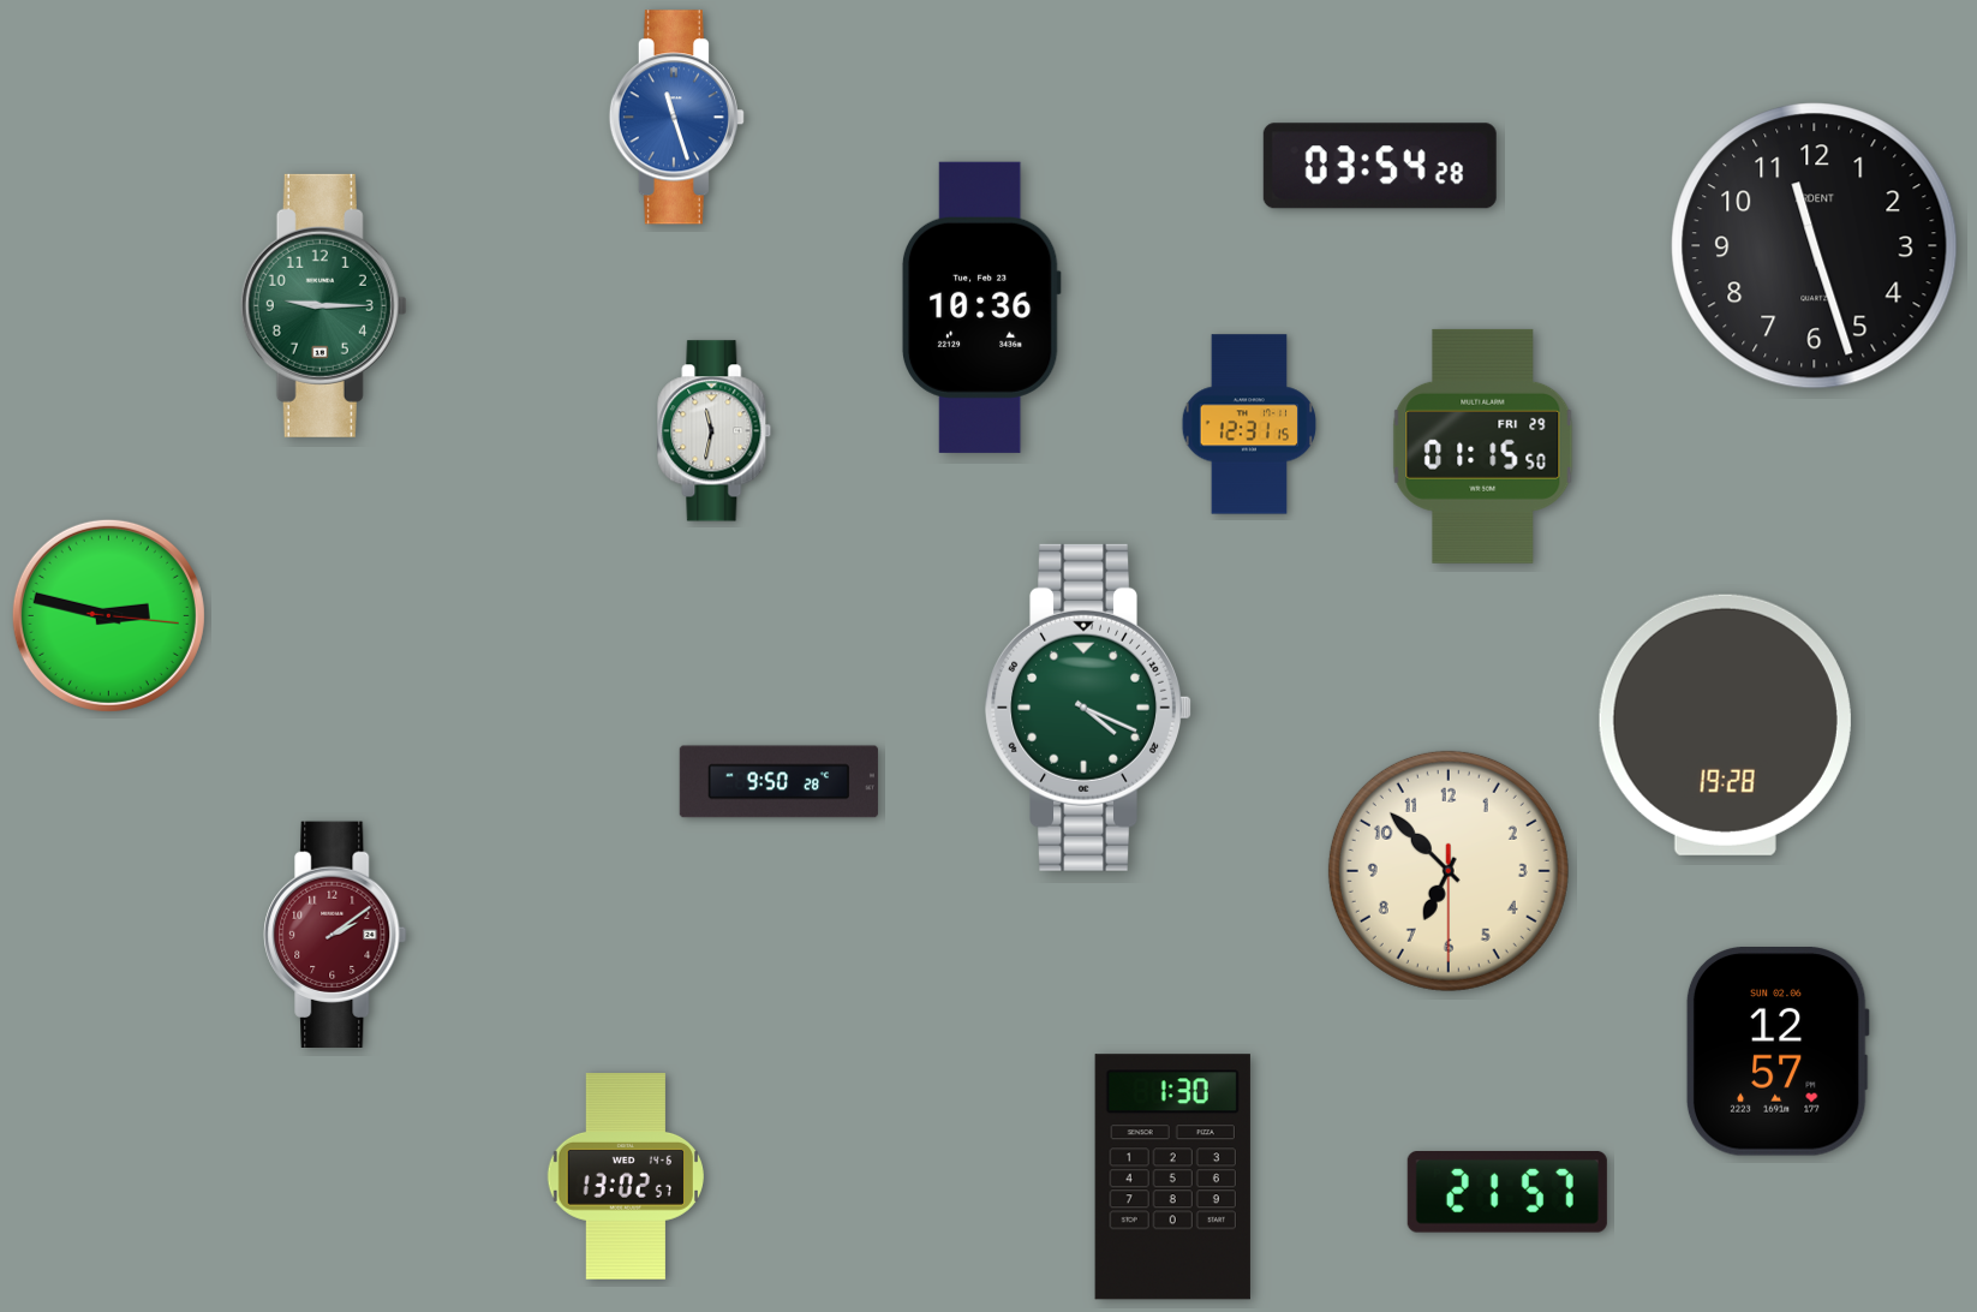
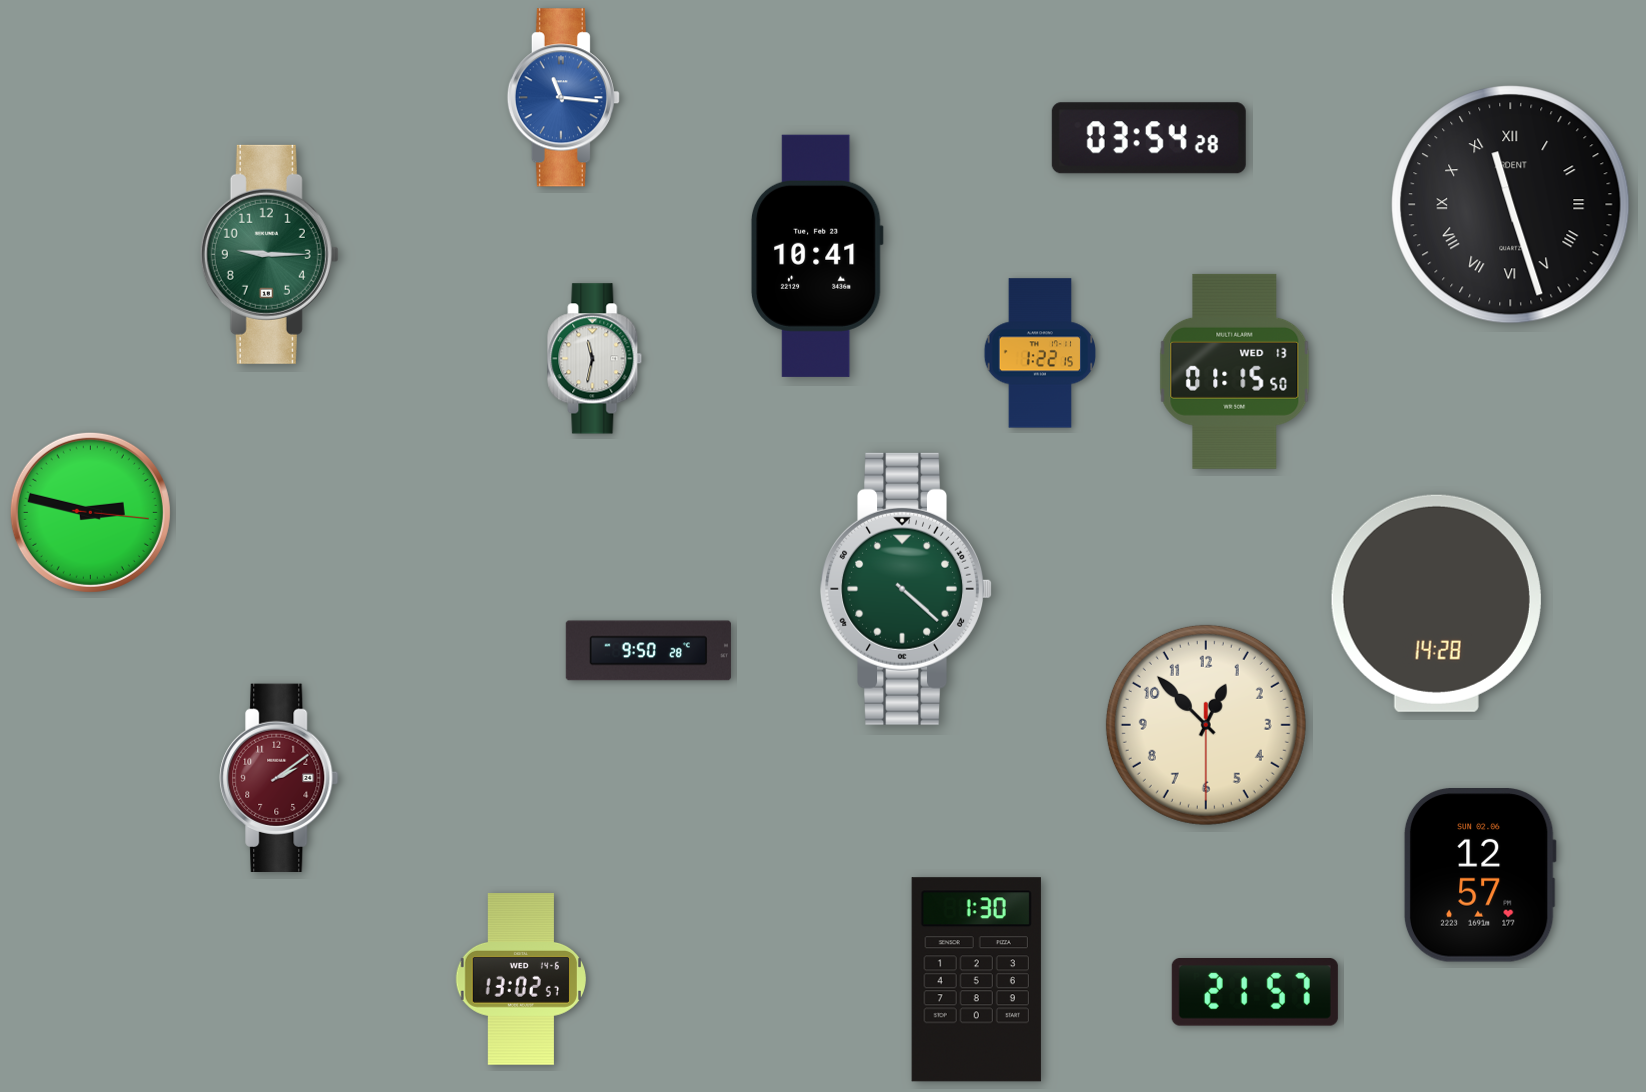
clock at (676, 118): 11:27 -> 11:16
clock at (1815, 246) numerals: Arabic -> Roman
clock at (981, 308): 10:36 -> 10:41
clock at (1249, 424): 12:31 -> 1:22
clock at (1483, 446) date: FRI 29 -> WED 13
clock at (1088, 708): 4:19 -> 4:22
clock at (1725, 724): 19:28 -> 14:28
clock at (1449, 871): 6:52 -> 12:52
